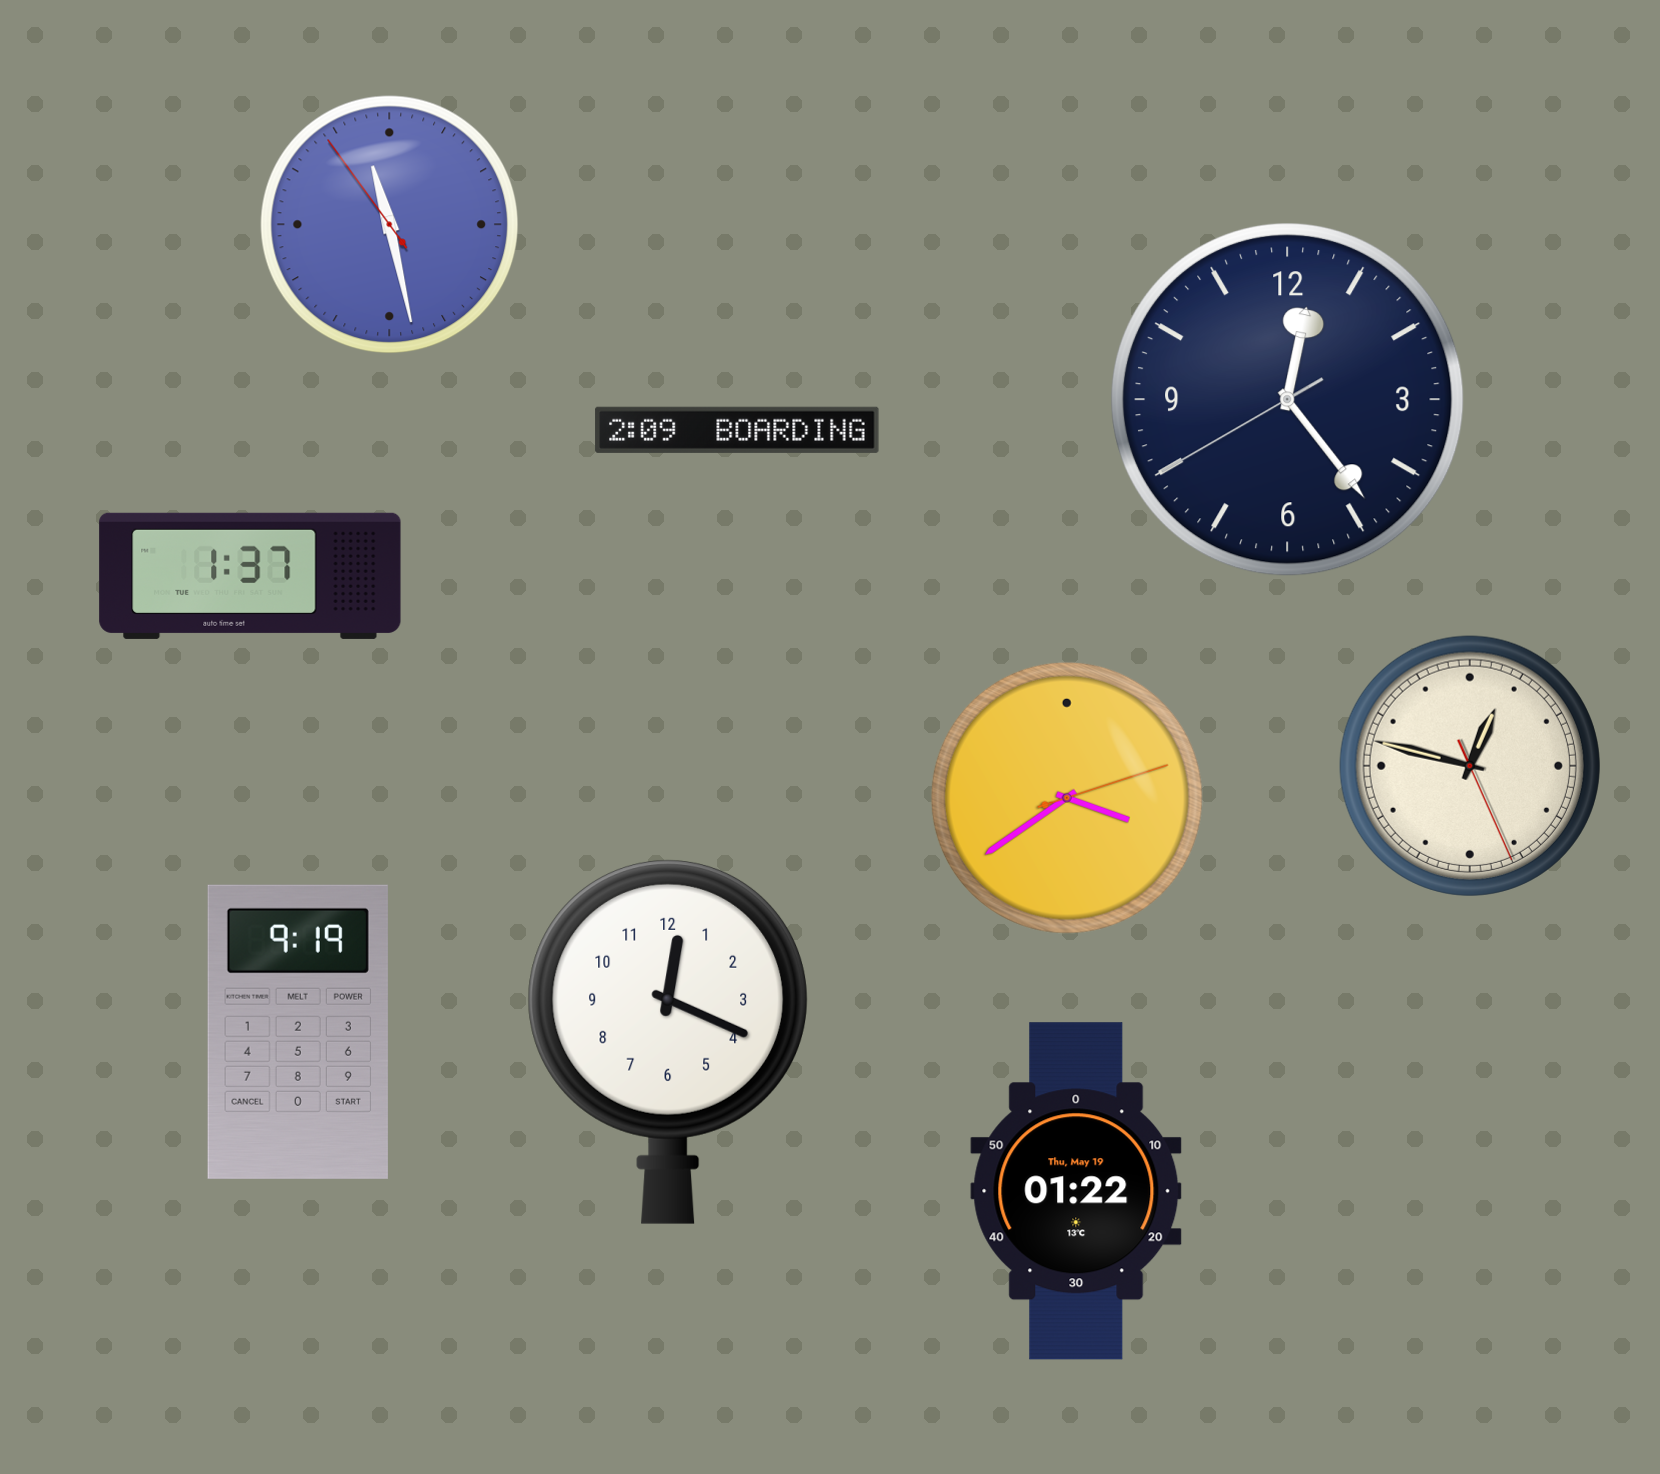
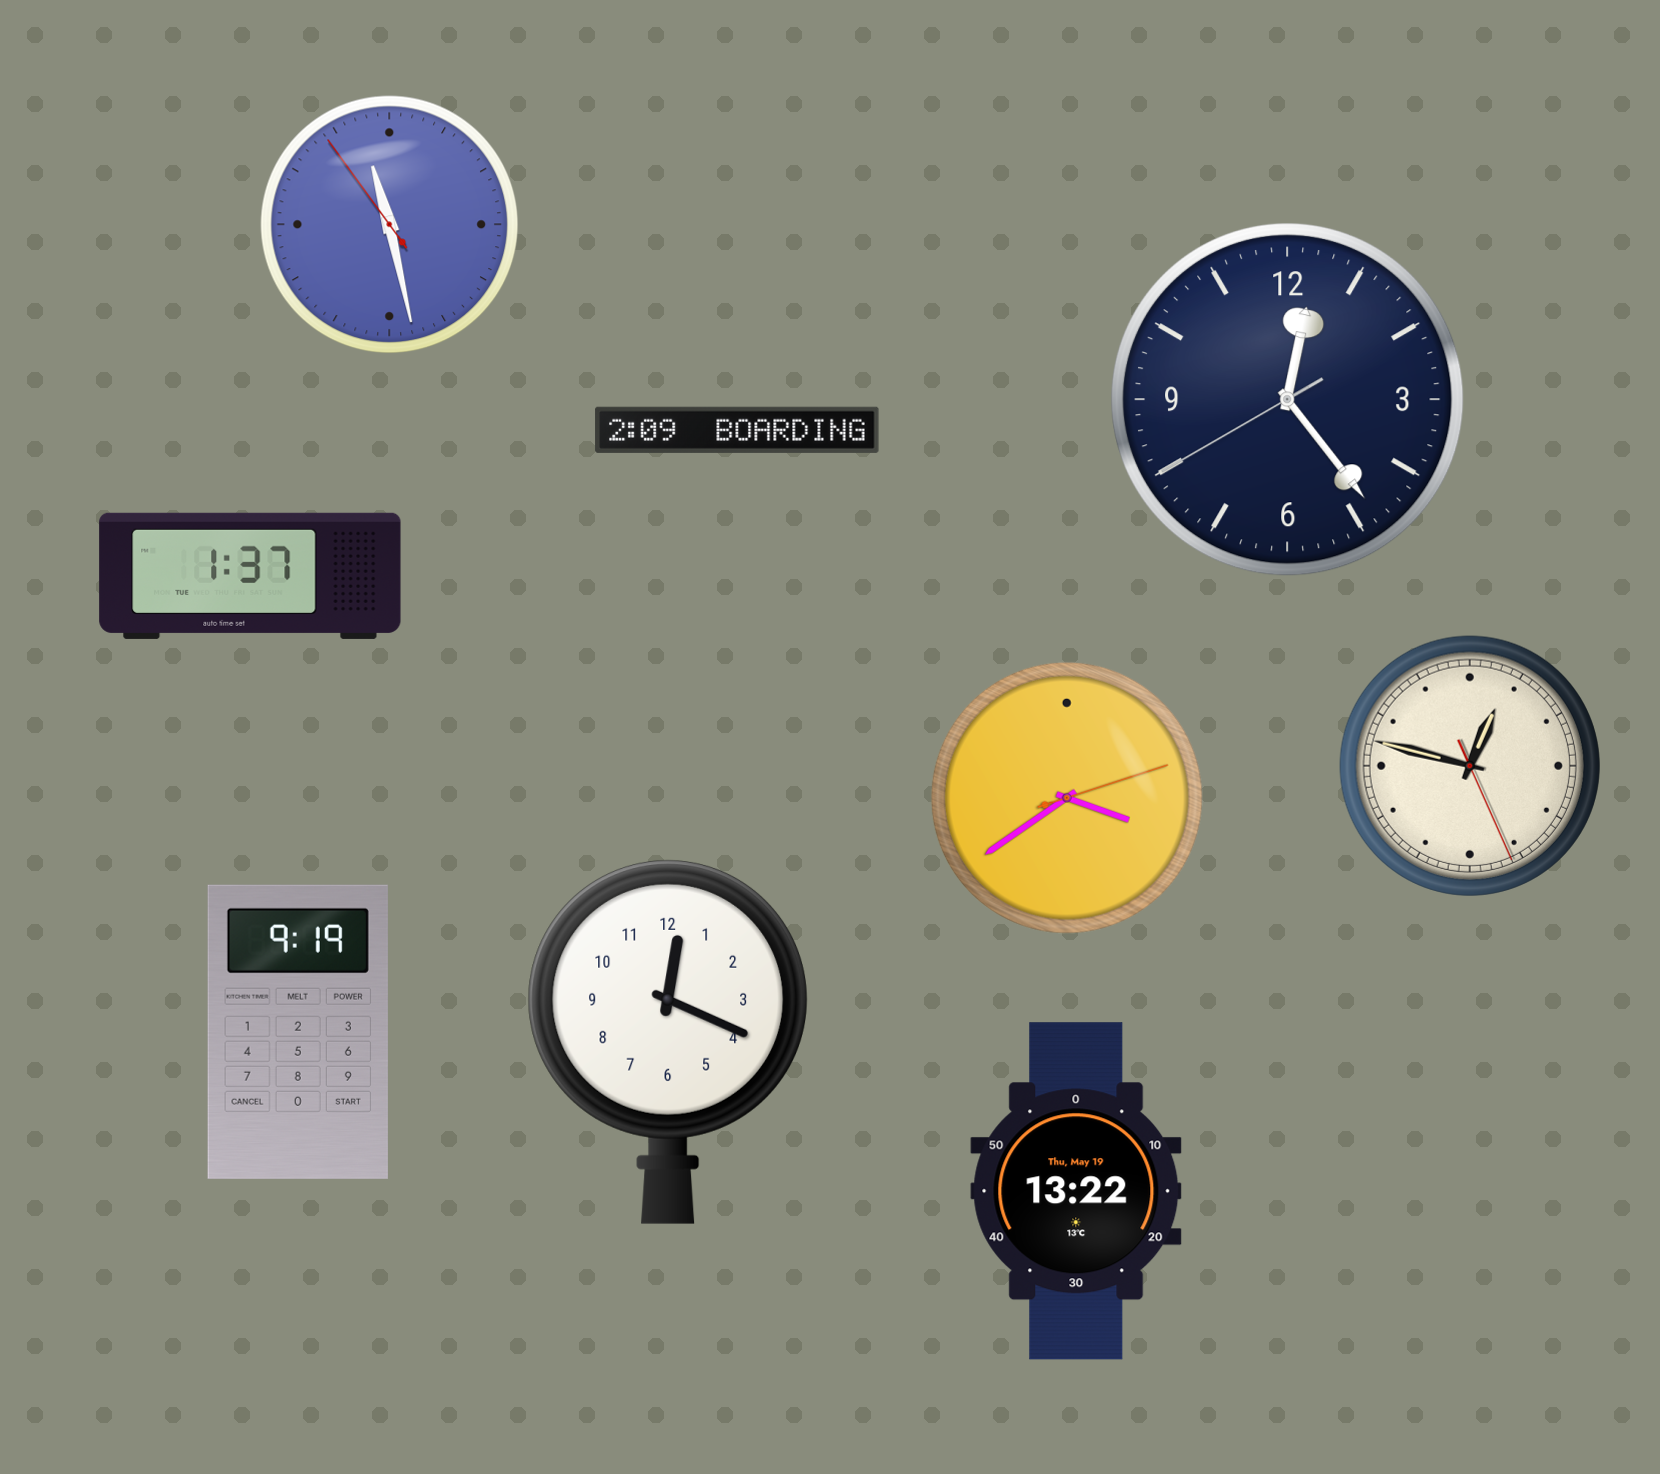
clock at (1076, 1191): 01:22 -> 13:22
